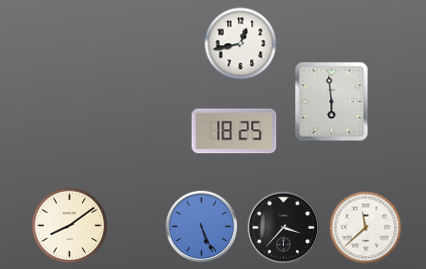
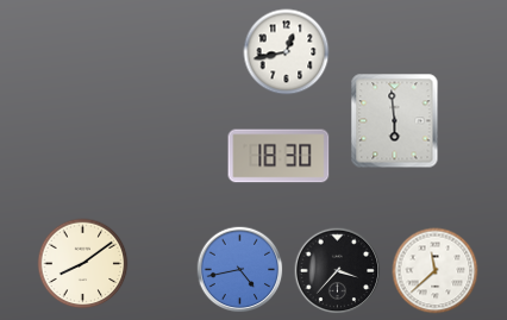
clock at (234, 131): 18:25 -> 18:30
clock at (70, 226) position: (70, 226) -> (83, 264)
clock at (202, 227): 5:26 -> 4:43
